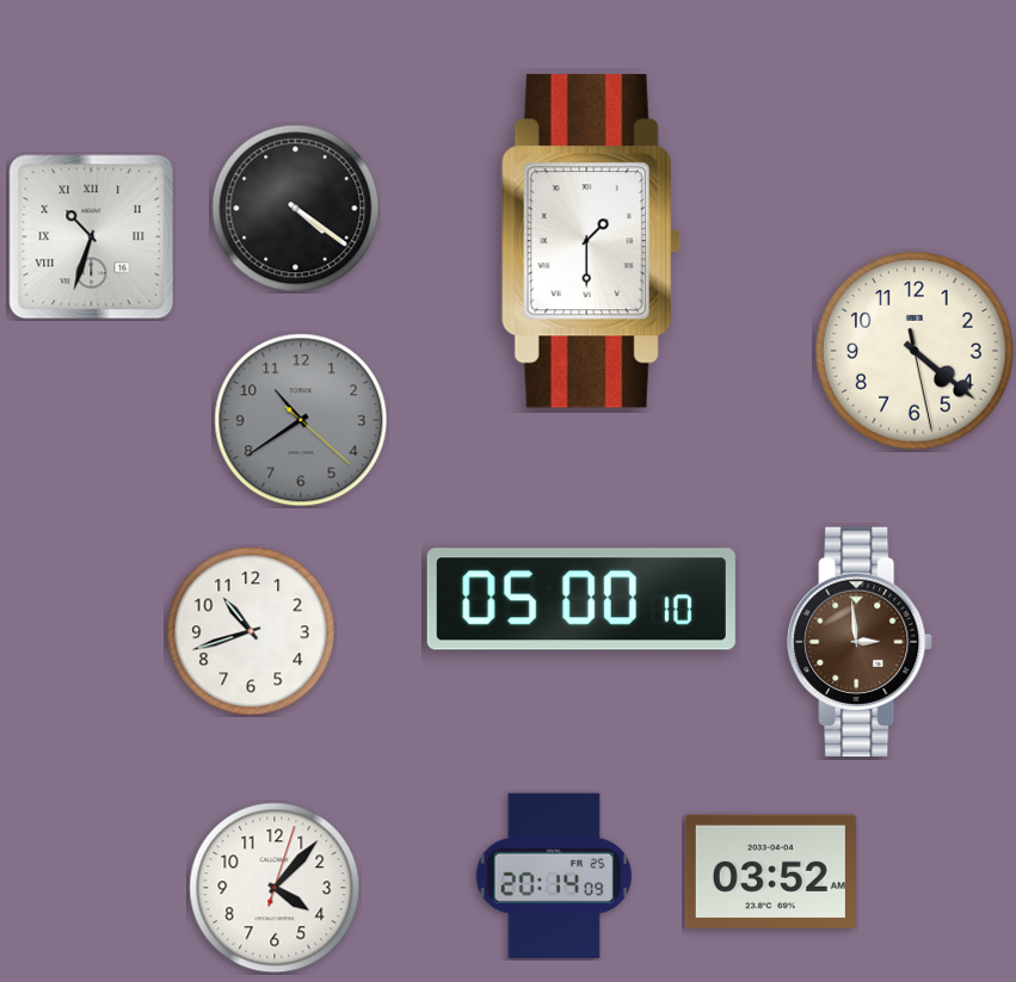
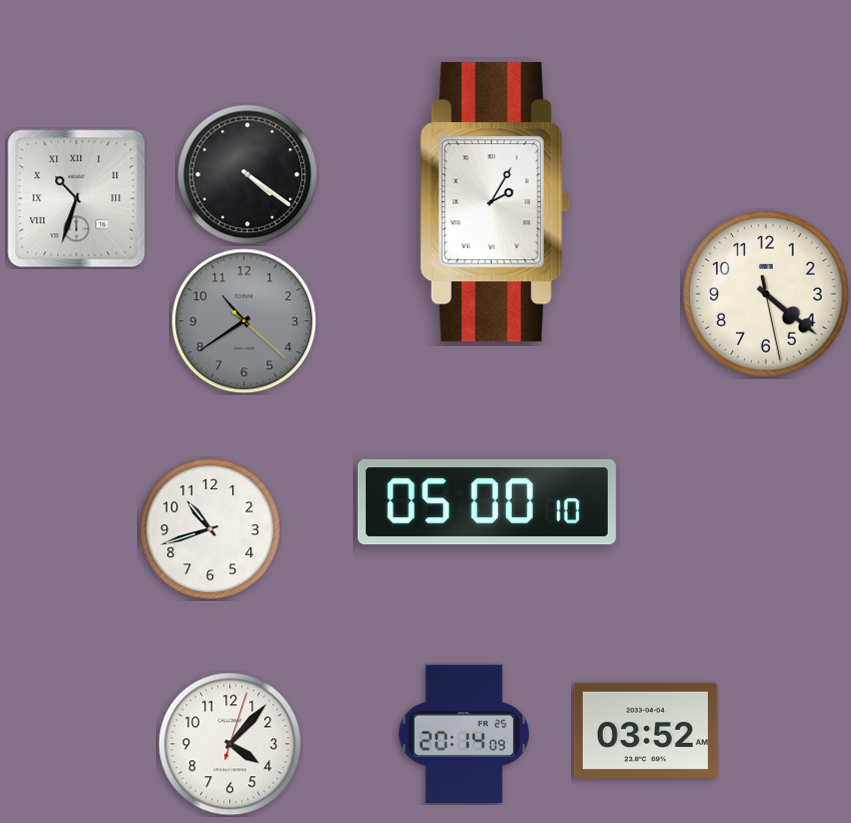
clock at (591, 241): 1:30 -> 2:05
clock at (301, 420) position: (301, 420) -> (244, 321)
clock at (860, 641): 2:59 -> none
